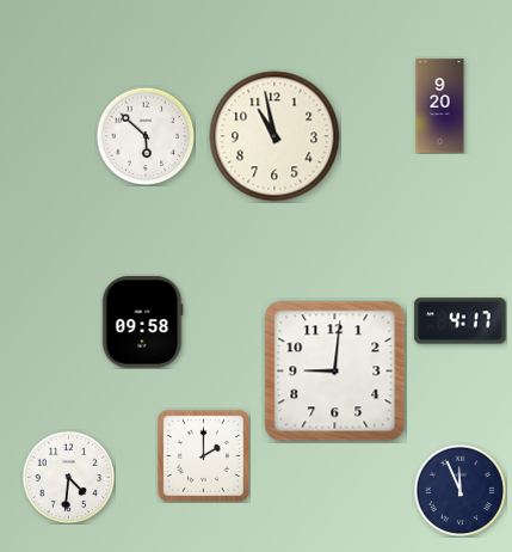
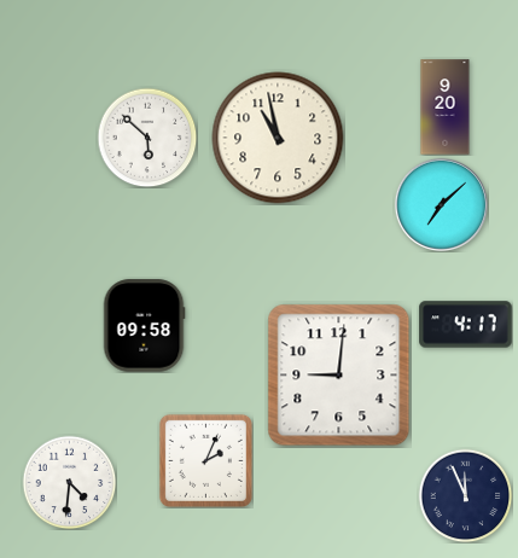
clock at (441, 204): none -> 7:08
clock at (203, 455): 2:00 -> 2:04
